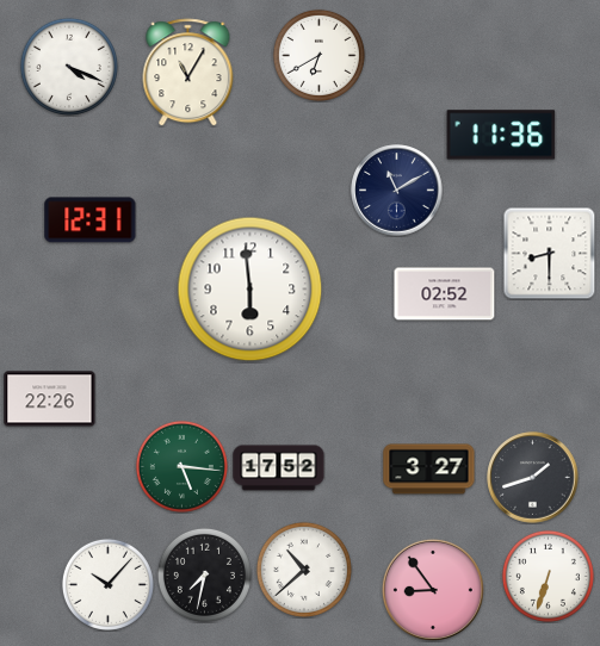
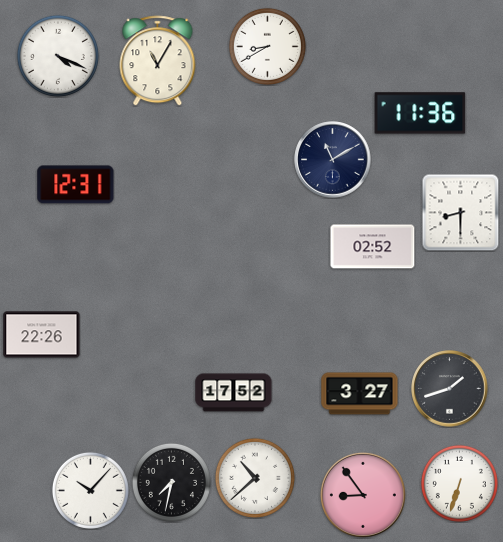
clock at (318, 55): 6:40 -> 8:40
clock at (250, 290): 5:59 -> none
clock at (181, 466): 5:16 -> none
clock at (533, 478) position: (533, 478) -> (450, 389)
